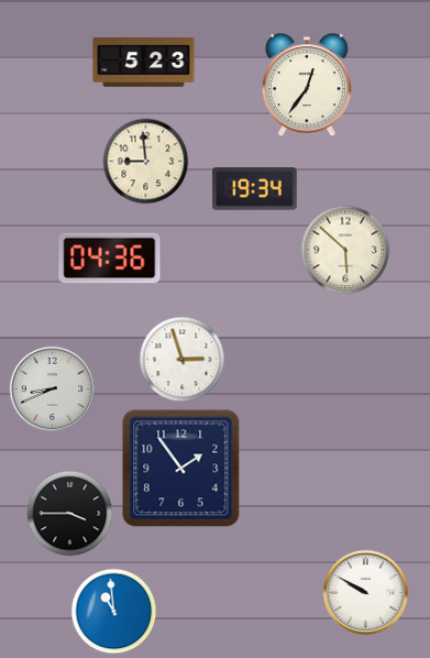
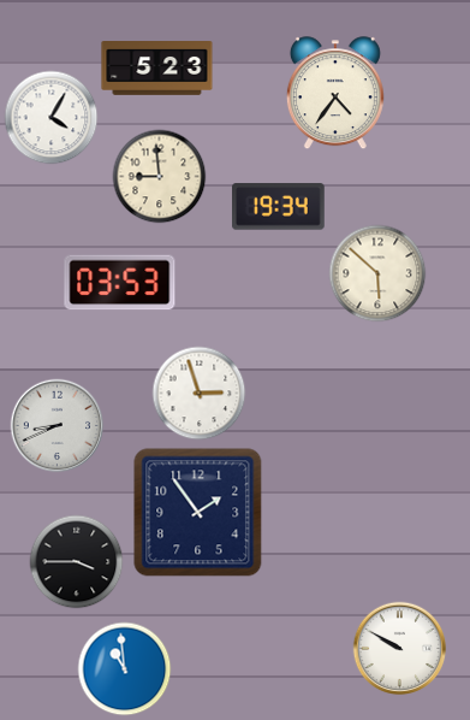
clock at (307, 85): 12:36 -> 4:36
clock at (50, 117): none -> 4:05
clock at (110, 259): 04:36 -> 03:53
